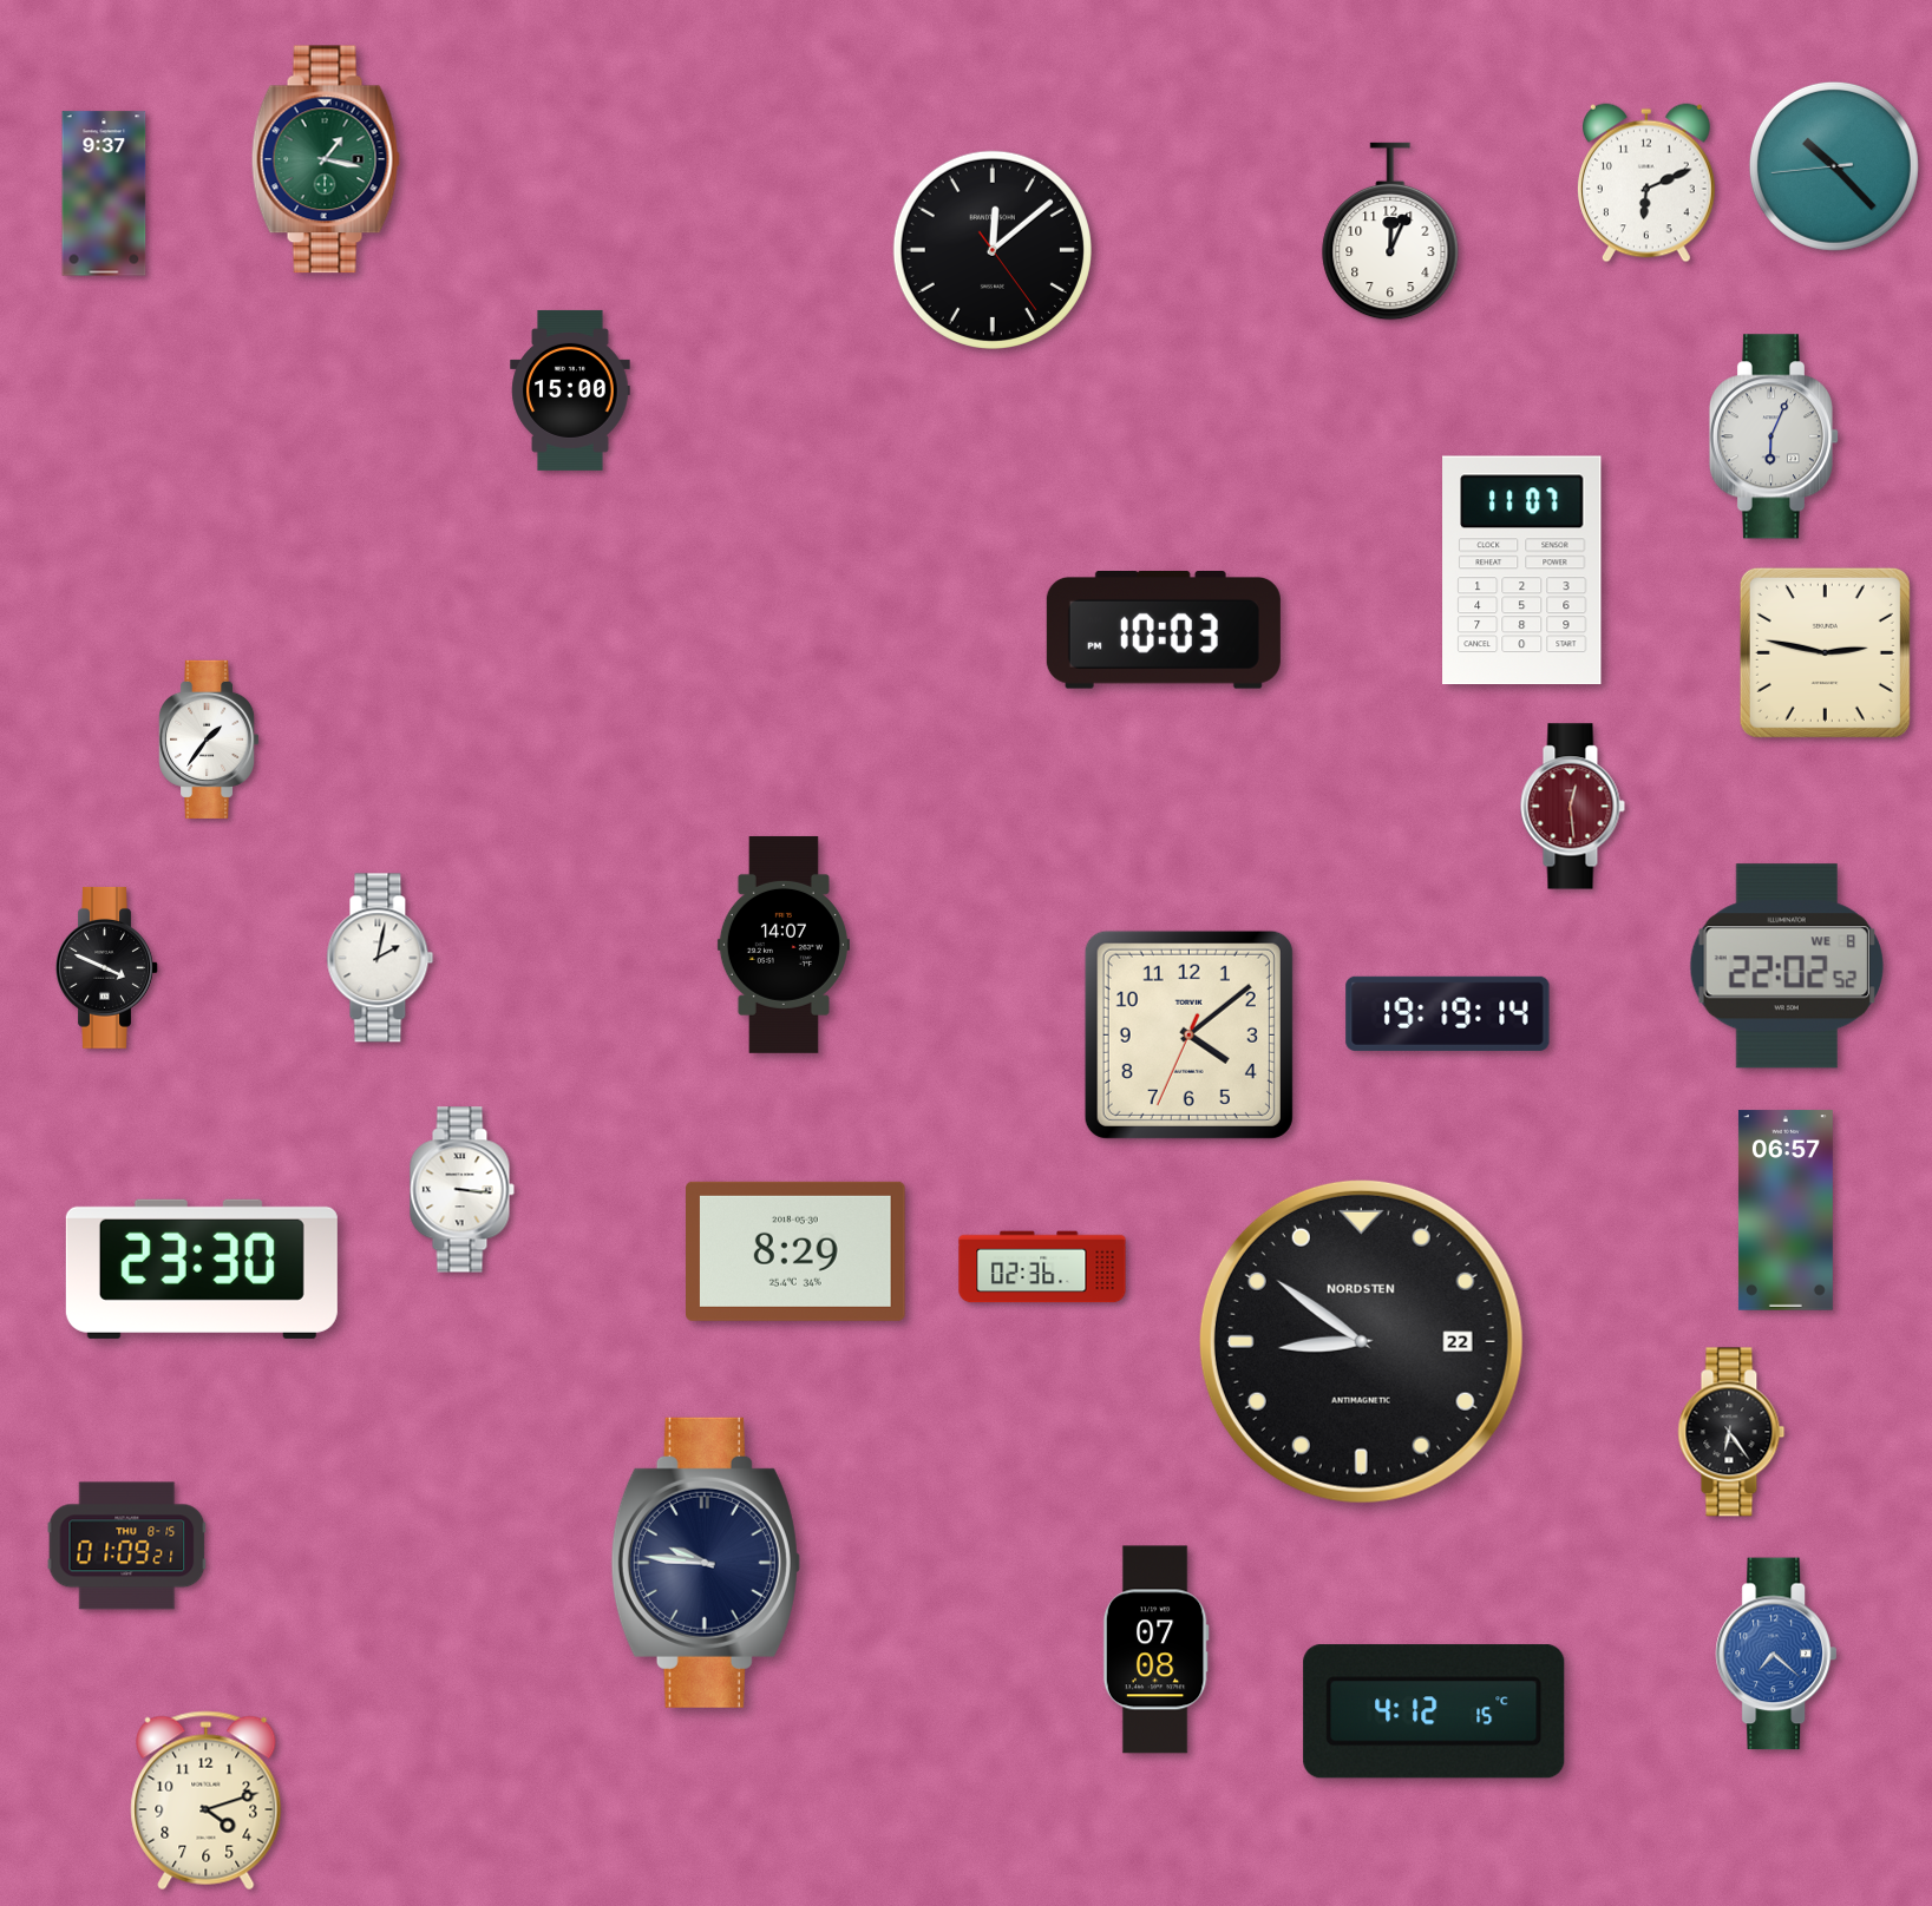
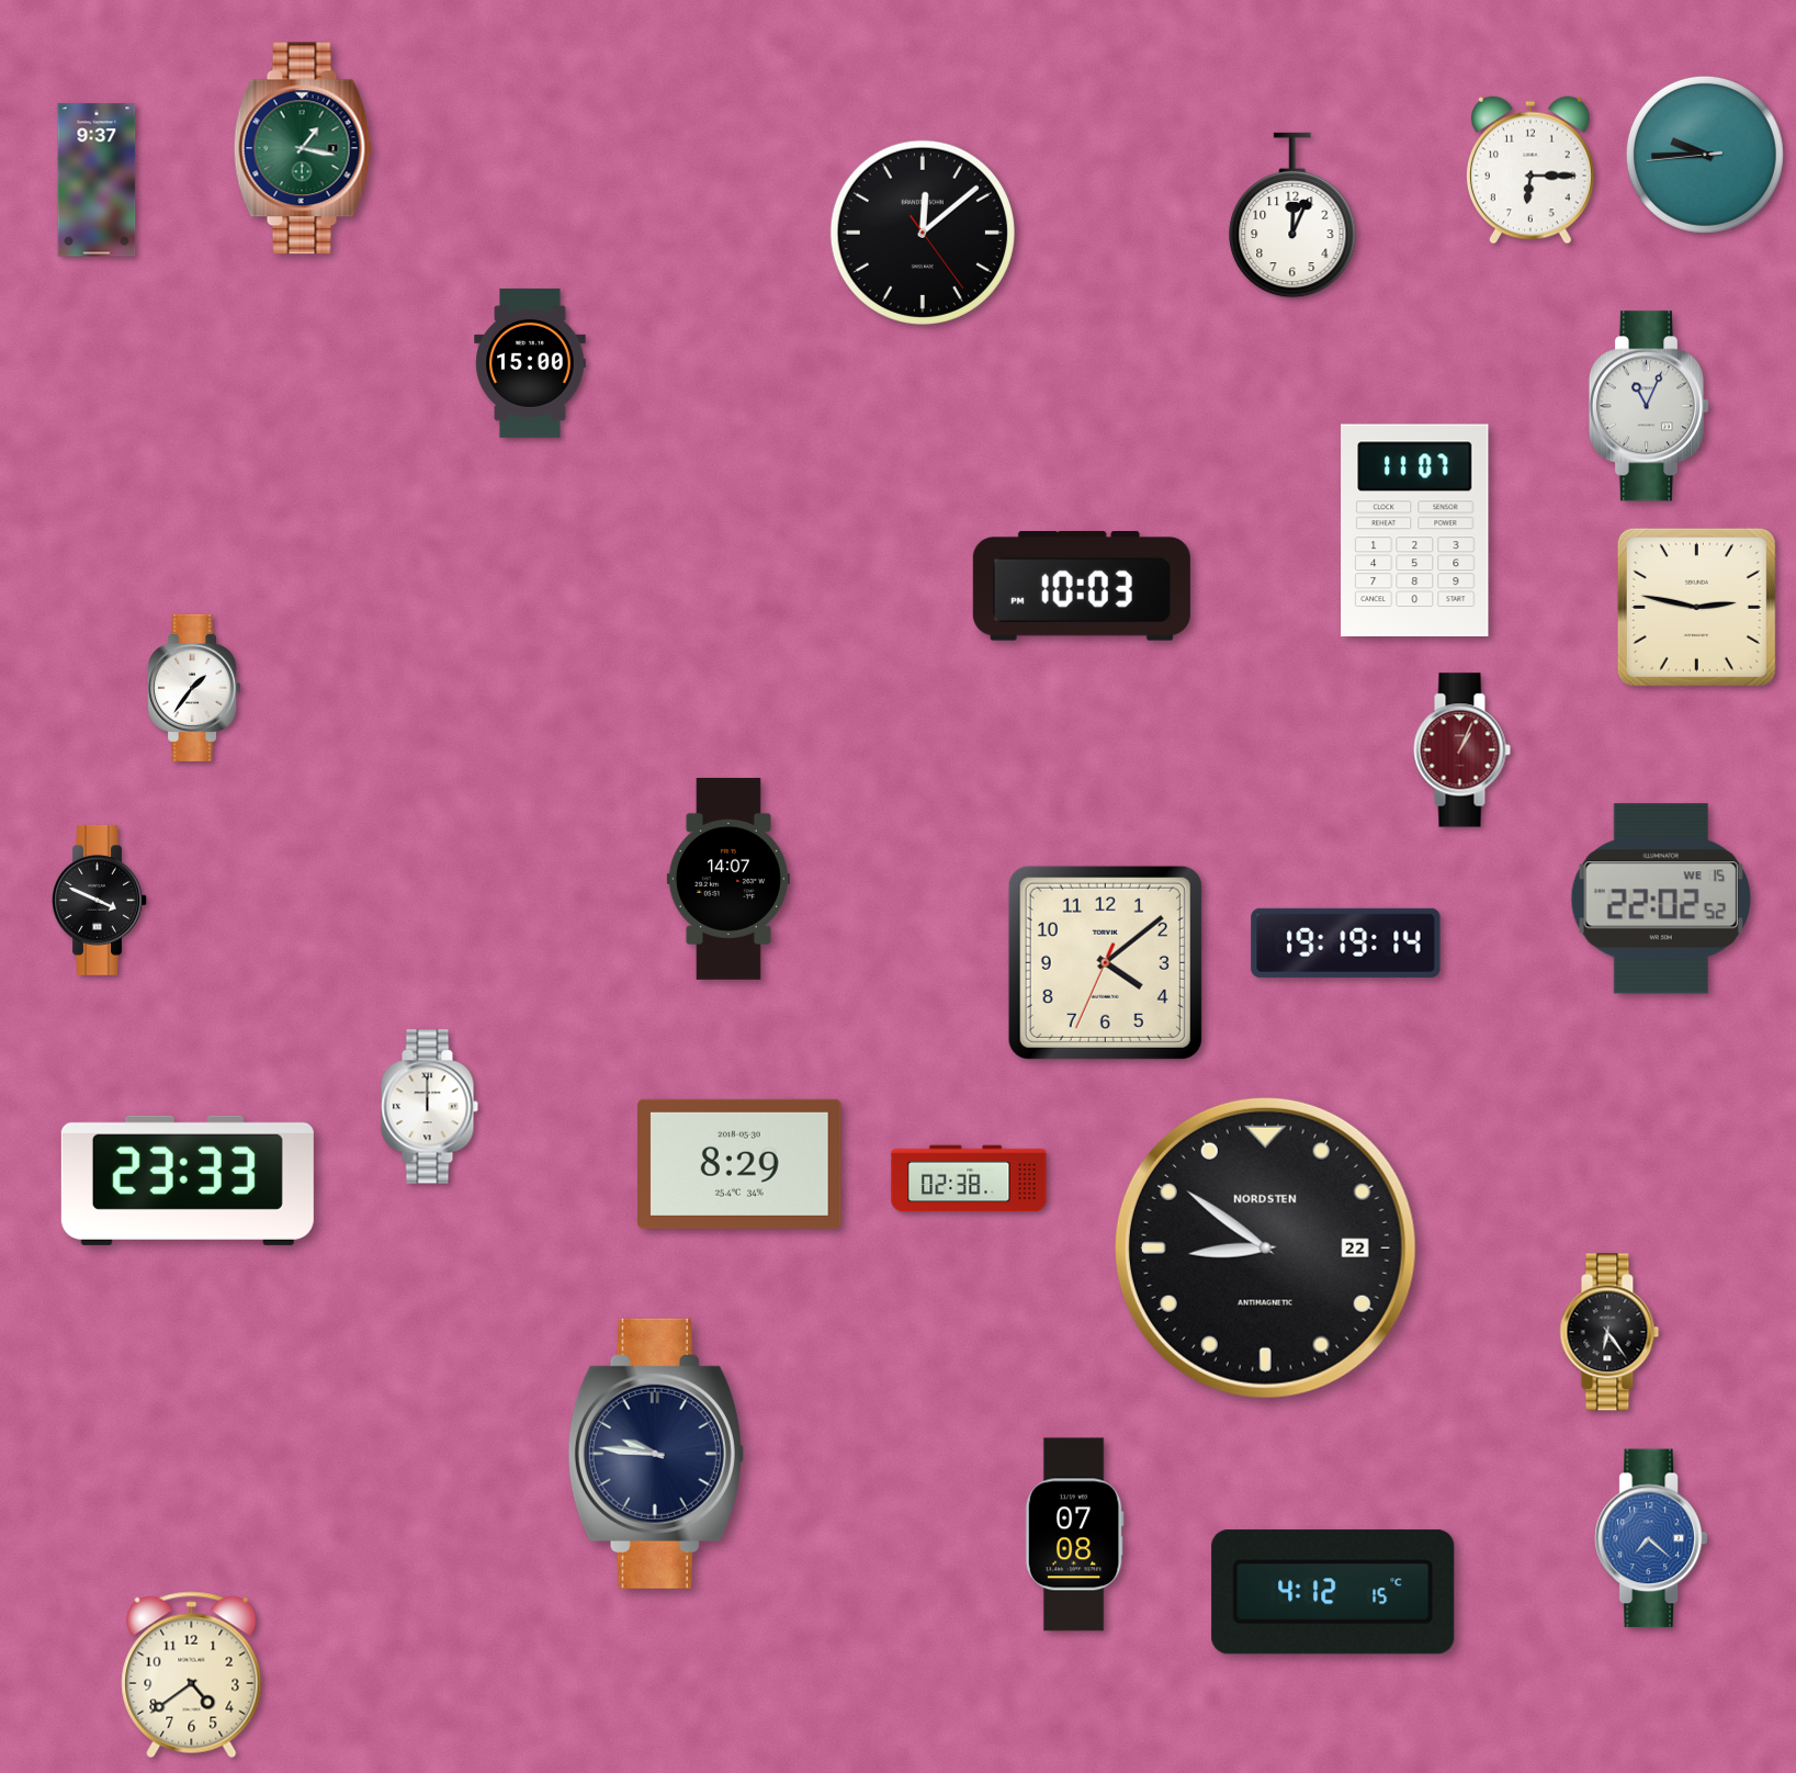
clock at (1834, 166): 10:22 -> 9:44
clock at (1646, 183): 6:11 -> 6:15
clock at (1774, 436): 6:04 -> 11:04
clock at (1572, 807): 12:29 -> 1:04
clock at (380, 958): 2:02 -> none
clock at (1787, 966) date: WE 8 -> WE 15
clock at (461, 1190): 3:16 -> 12:00
clock at (1786, 1210): 06:57 -> none
clock at (1042, 1267): 02:36 -> 02:38
clock at (202, 1269): 23:30 -> 23:33
clock at (127, 1546): 01:09 -> none
clock at (207, 1801): 4:12 -> 4:39
